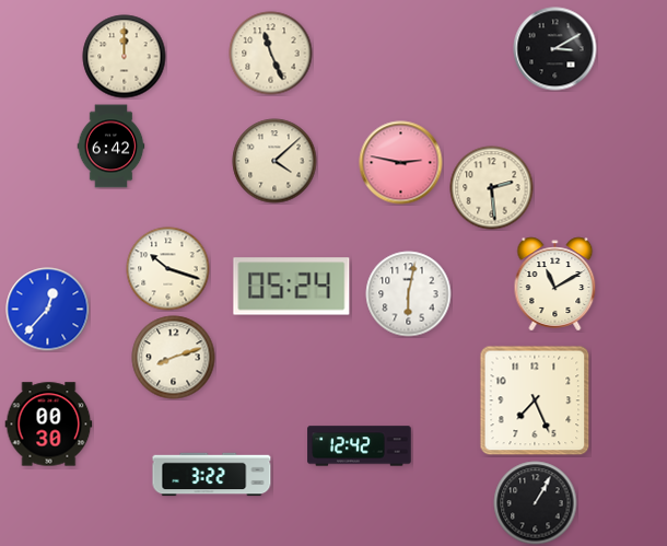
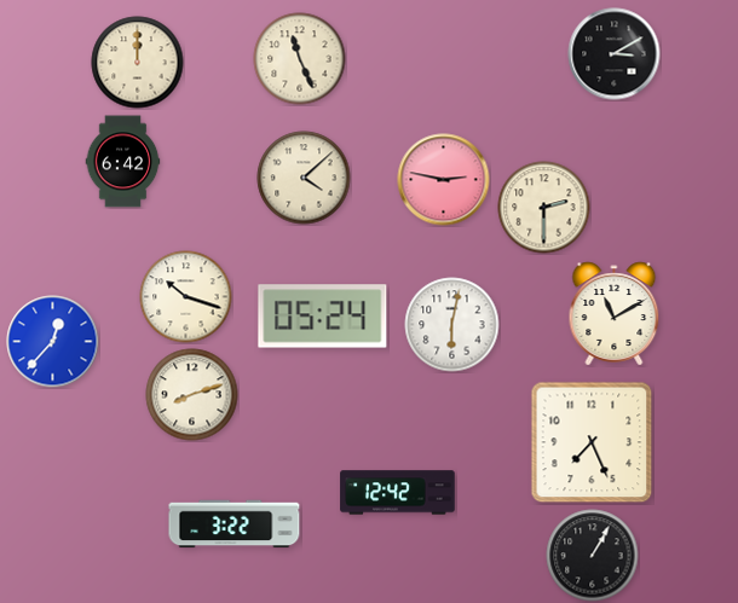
clock at (492, 188): 2:29 -> 2:30
clock at (49, 425): 00:30 -> none
